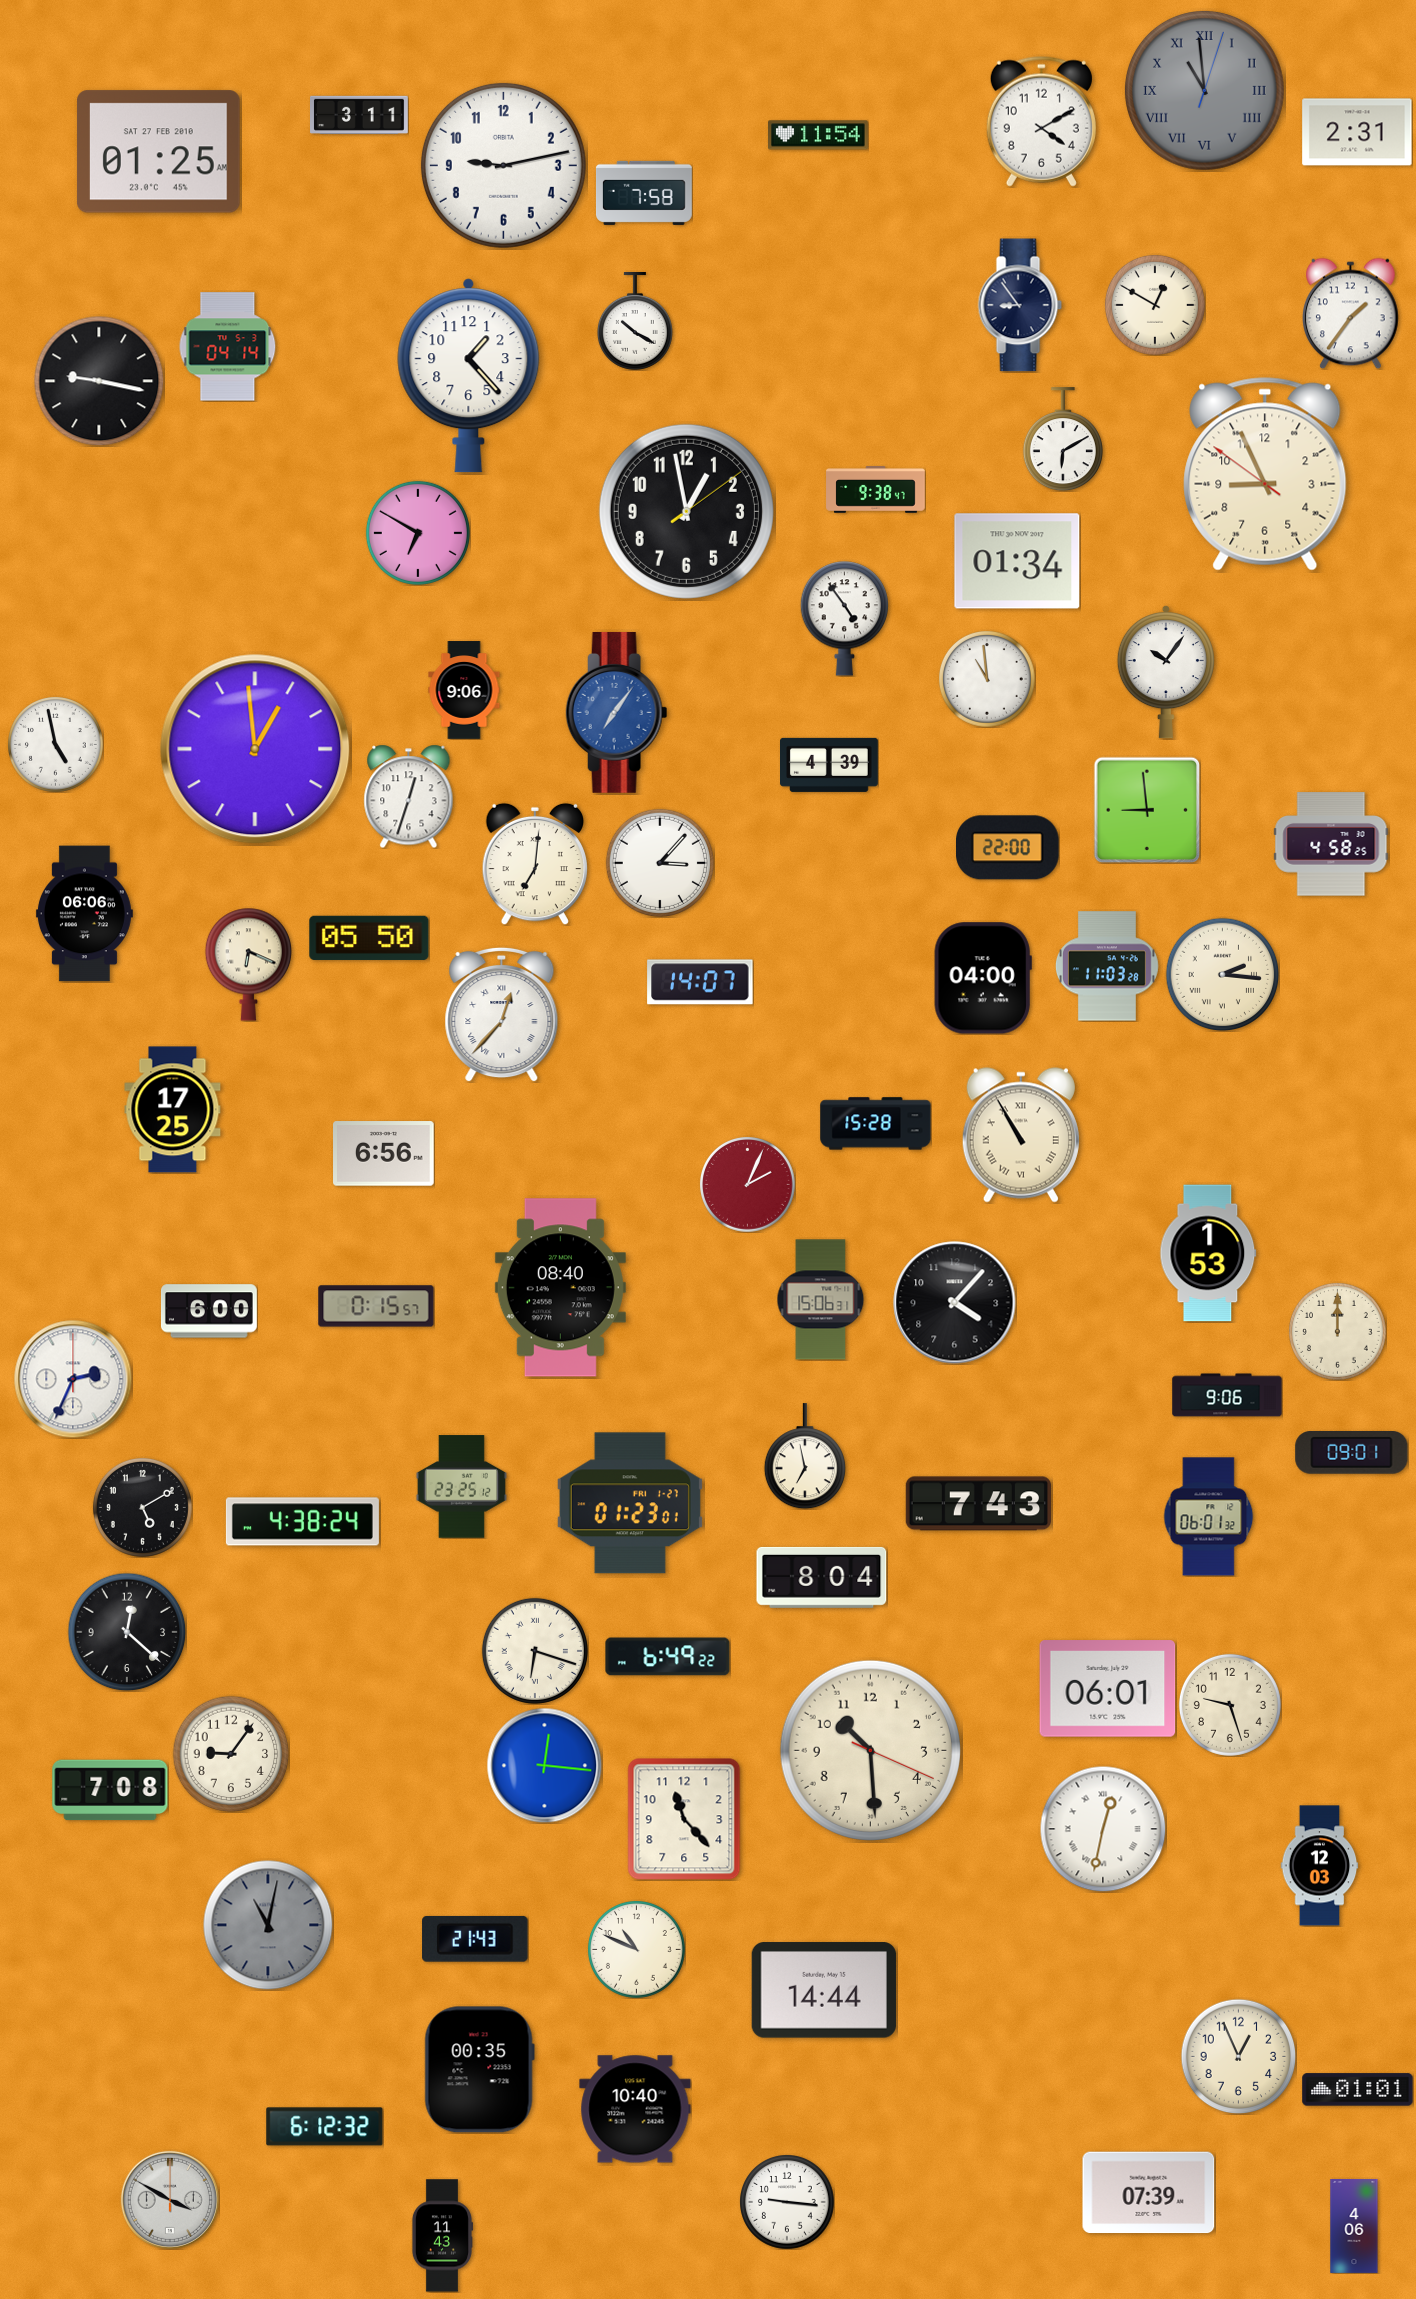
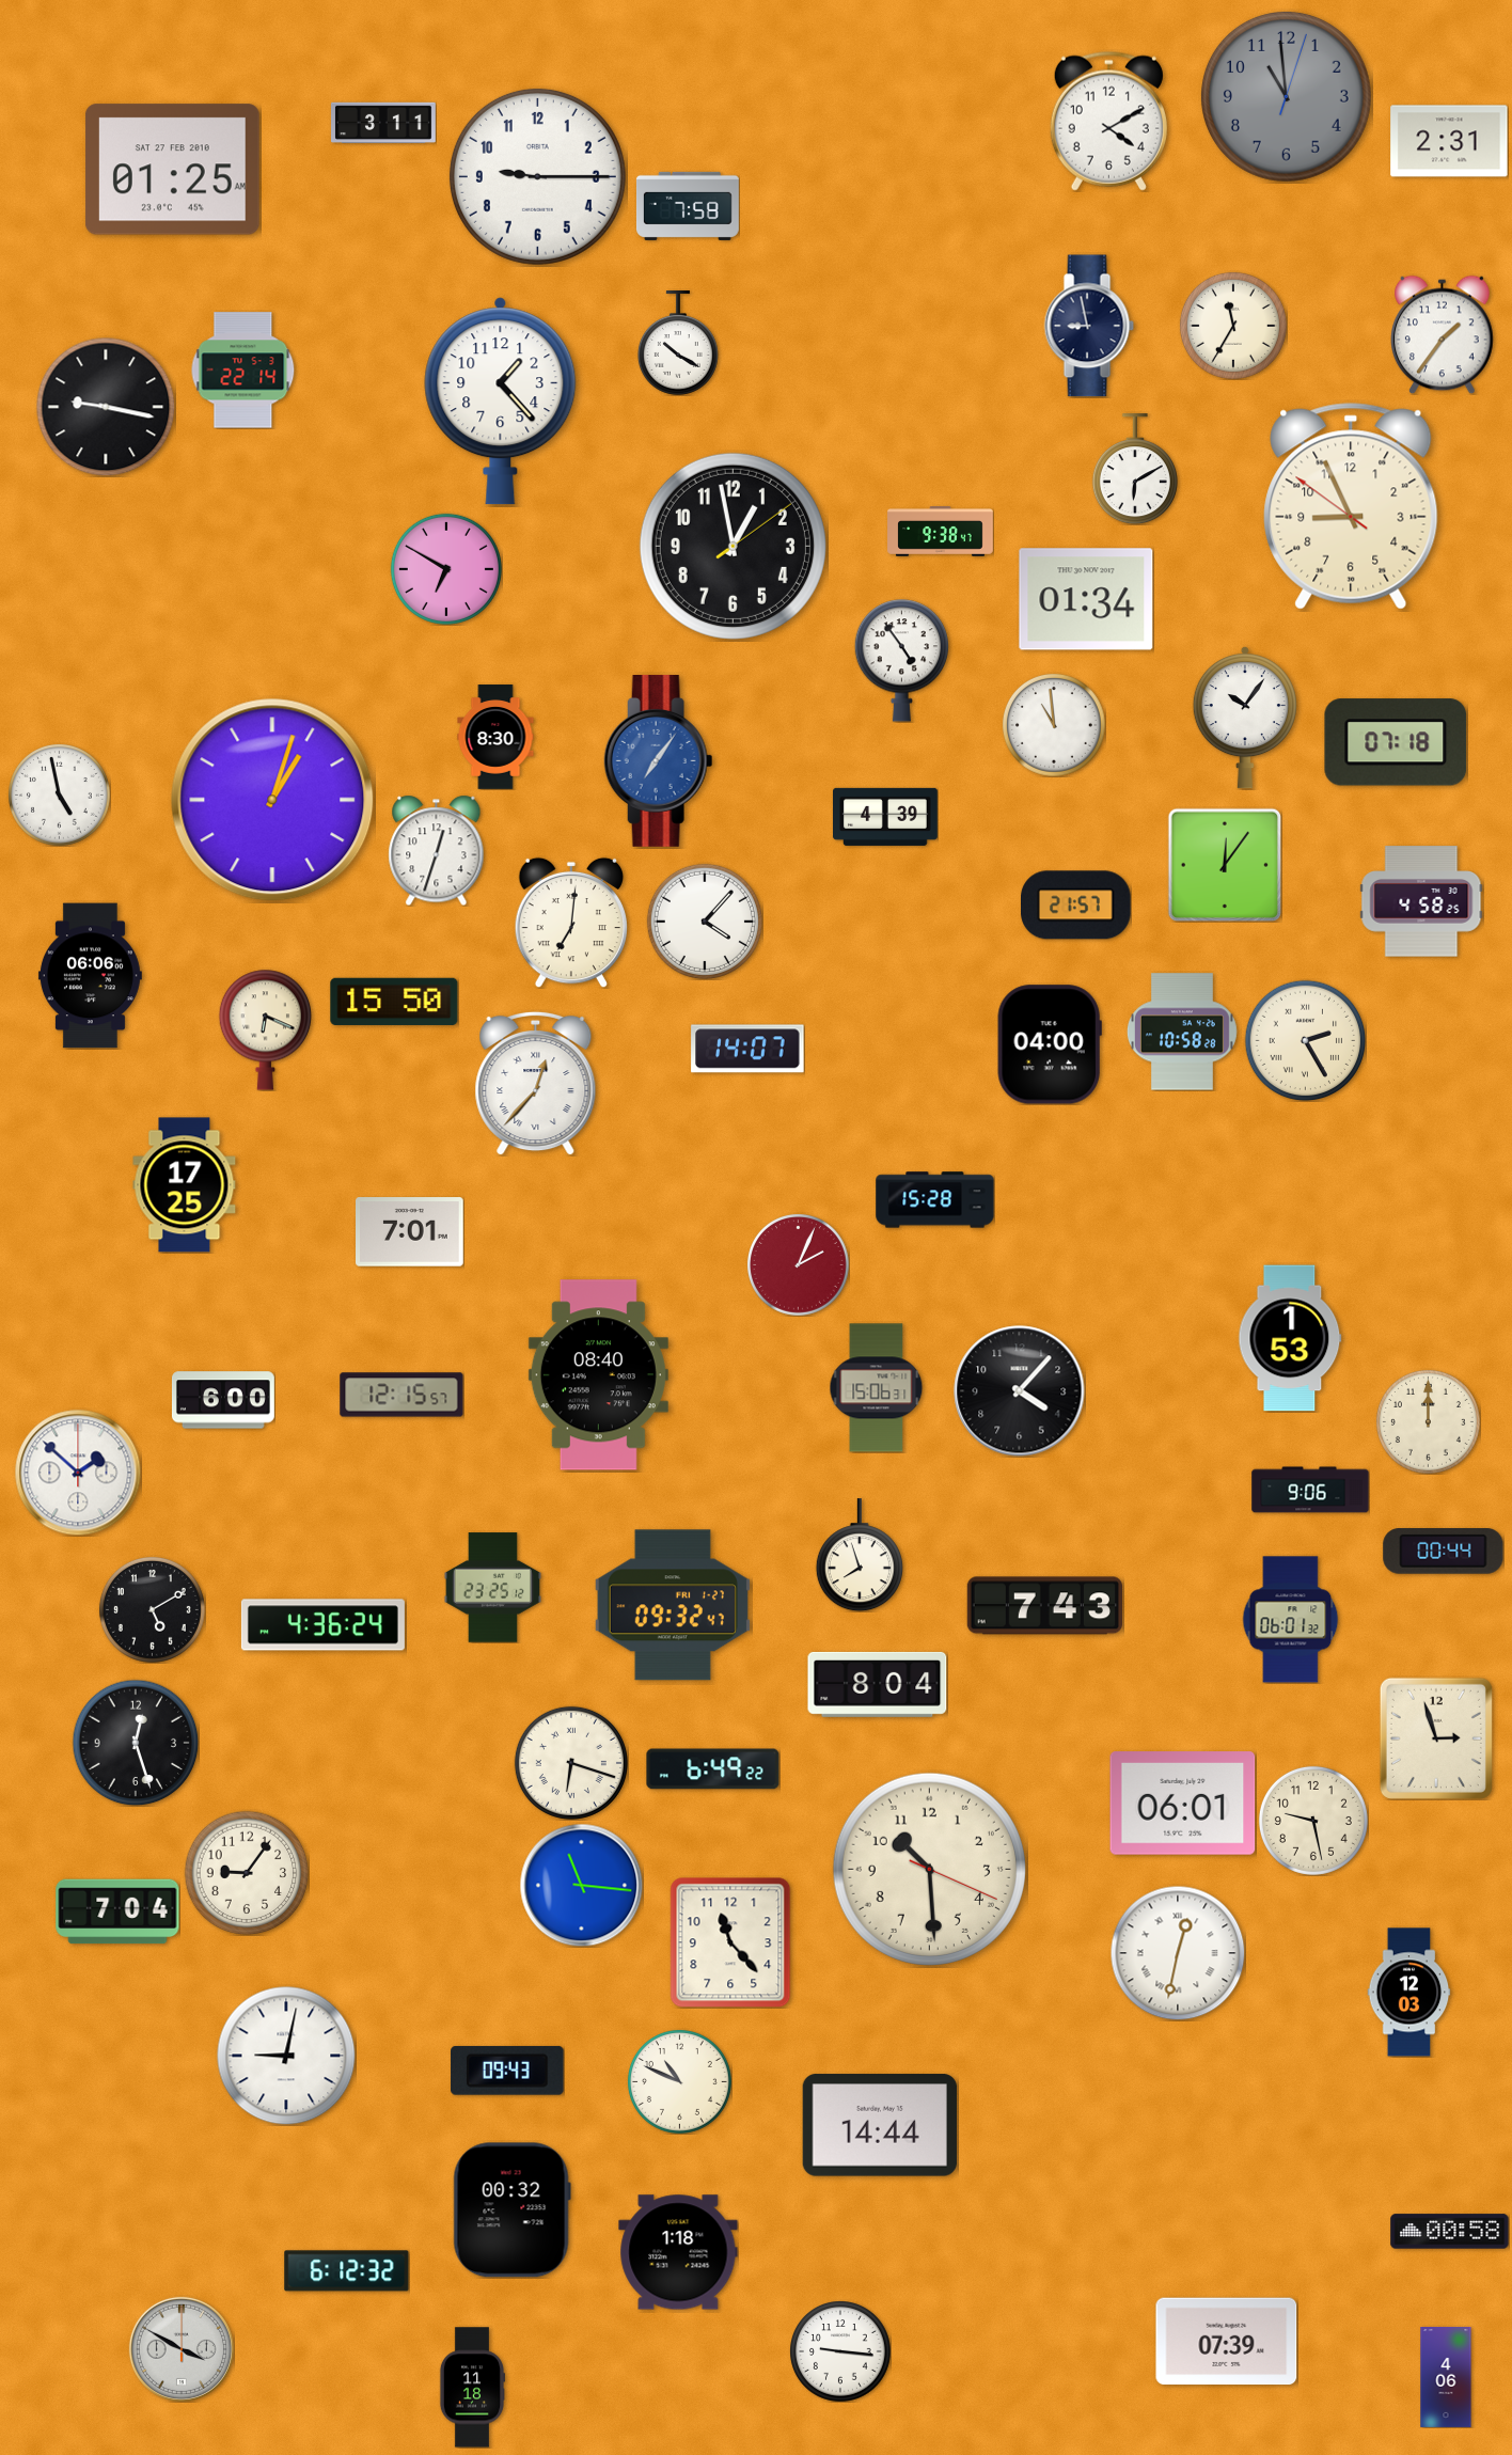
clock at (1205, 91) numerals: Roman -> Arabic
clock at (1041, 121) position: (1041, 121) -> (1108, 121)
clock at (818, 135): 11:54 -> none
clock at (158, 152) position: (158, 152) -> (172, 170)
clock at (503, 165): 9:13 -> 9:15
clock at (1020, 305): 8:54 -> 8:58
clock at (1155, 305): 12:50 -> 11:35
clock at (228, 347): 04:14 -> 22:14
clock at (876, 490) position: (876, 490) -> (941, 532)
clock at (464, 690): 9:06 -> 8:30
clock at (1396, 742): none -> 07:18
clock at (255, 749): 12:59 -> 1:03
clock at (1147, 810): 8:59 -> 12:06
clock at (1008, 848): 22:00 -> 21:57
clock at (660, 863): 3:07 -> 4:07
clock at (369, 938): 05:50 -> 15:50
clock at (1107, 966): 11:03 -> 10:58
clock at (1222, 974): 2:16 -> 2:25
clock at (1021, 1135): 10:55 -> none
clock at (384, 1154): 6:56 -> 7:01
clock at (376, 1306): 0:15 -> 12:15
clock at (73, 1379): 2:34 -> 1:52
clock at (1352, 1453): 09:01 -> 00:44
clock at (805, 1456): 6:58 -> 7:57
clock at (630, 1503): 01:23 -> 09:32
clock at (302, 1522): 4:38 -> 4:36
clock at (1436, 1738): none -> 2:57
clock at (127, 1632): 12:22 -> 12:27
clock at (1230, 1705): 9:27 -> 9:28
clock at (544, 1765): 12:16 -> 11:16
clock at (110, 1790): 7:08 -> 7:04
clock at (268, 1925): 11:02 -> 9:02
clock at (268, 1925) dial: grey -> white
clock at (475, 1939): 21:43 -> 09:43
clock at (1238, 2056): 12:56 -> none
clock at (479, 2070): 00:35 -> 00:32
clock at (1358, 2090): 01:01 -> 00:58
clock at (635, 2109): 10:40 -> 1:18
clock at (441, 2236): 11:43 -> 11:18
